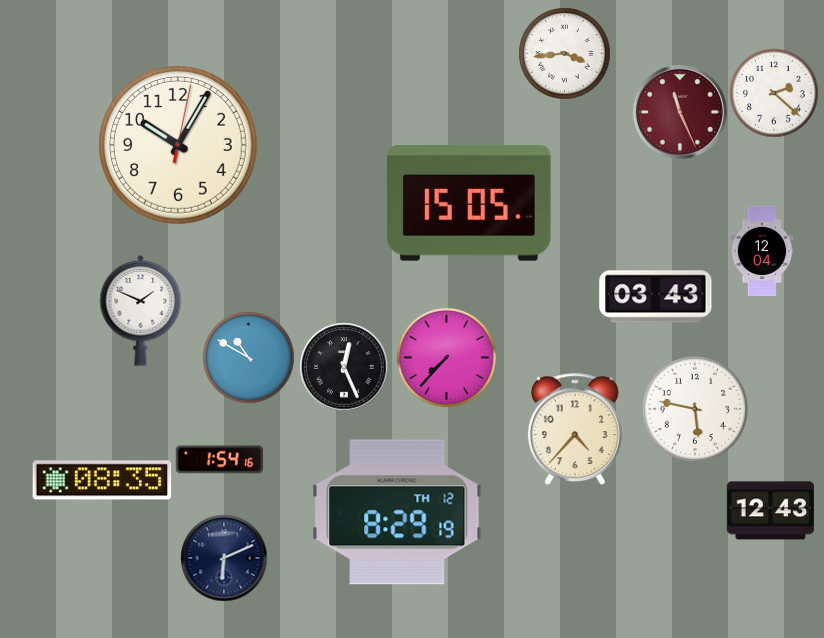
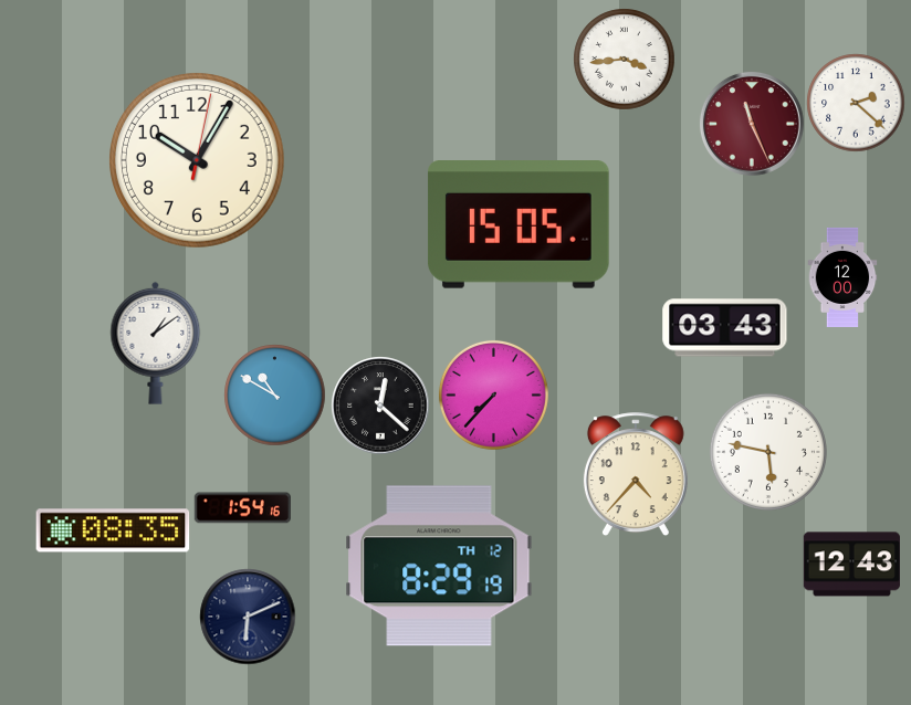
clock at (762, 251): 12:04 -> 12:00
clock at (141, 310): 1:49 -> 1:09
clock at (344, 367): 12:26 -> 12:22
